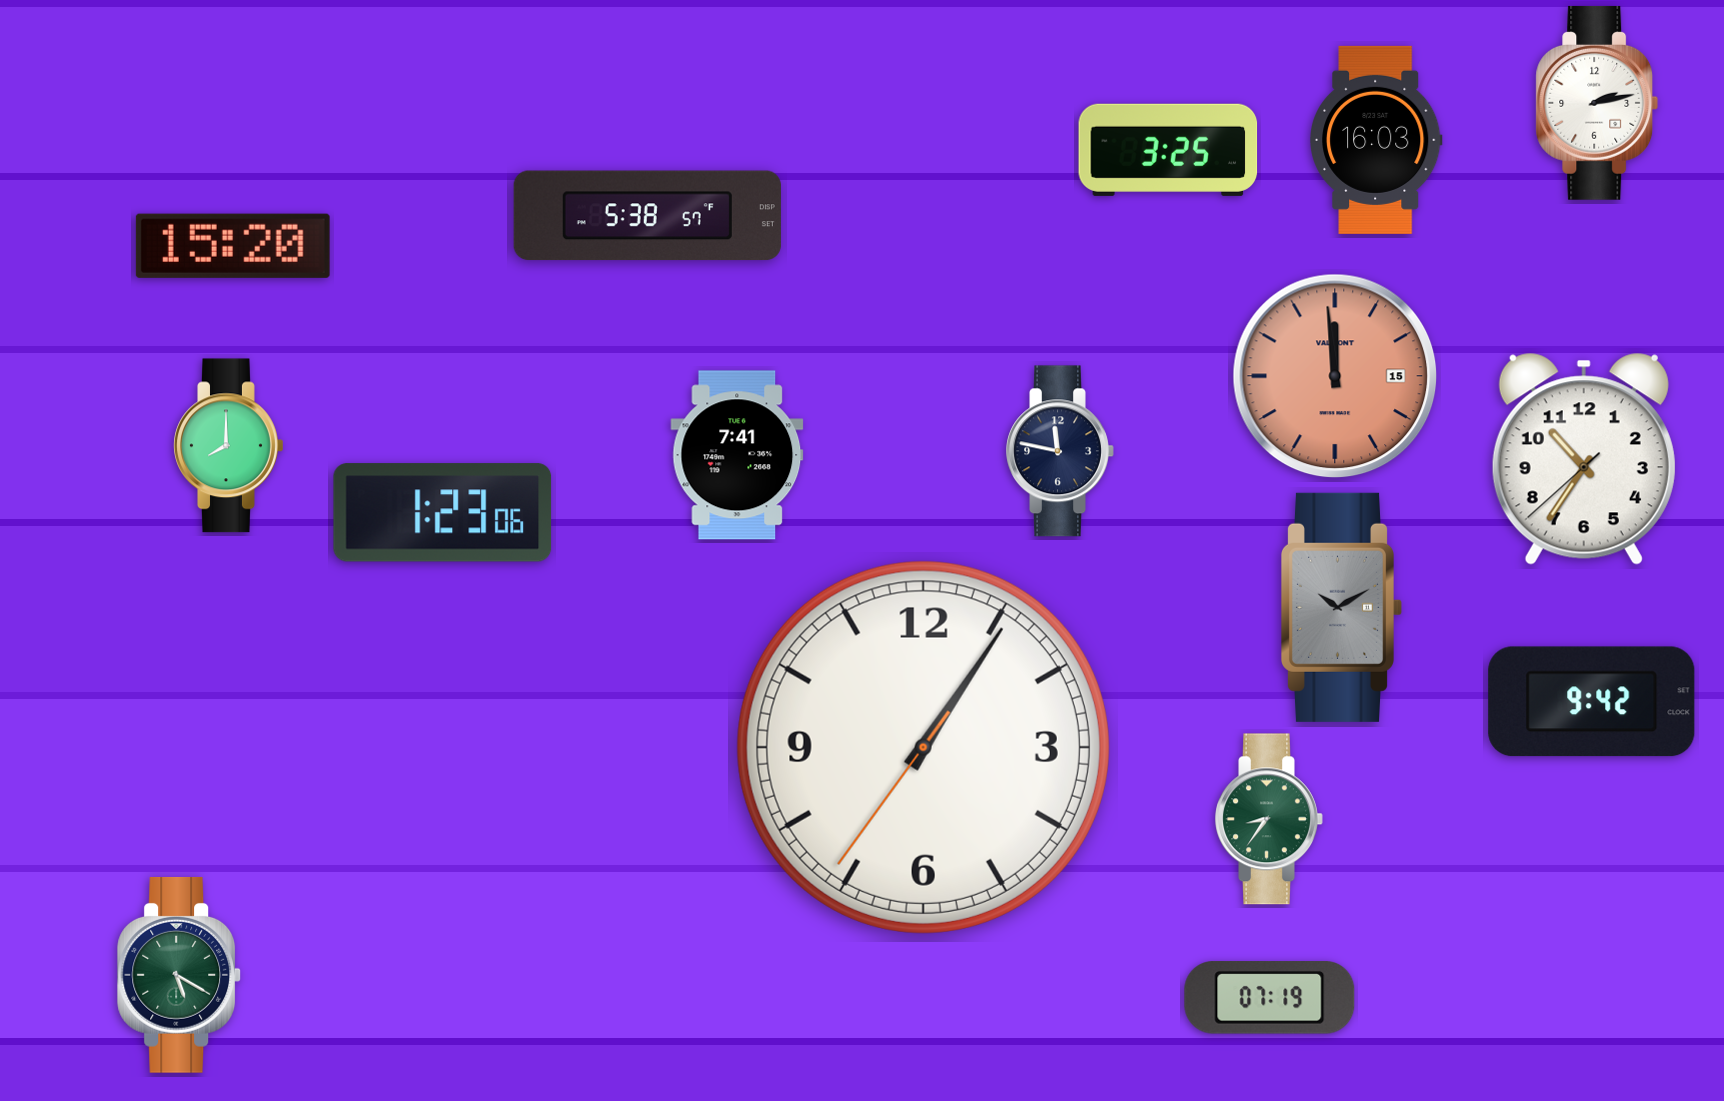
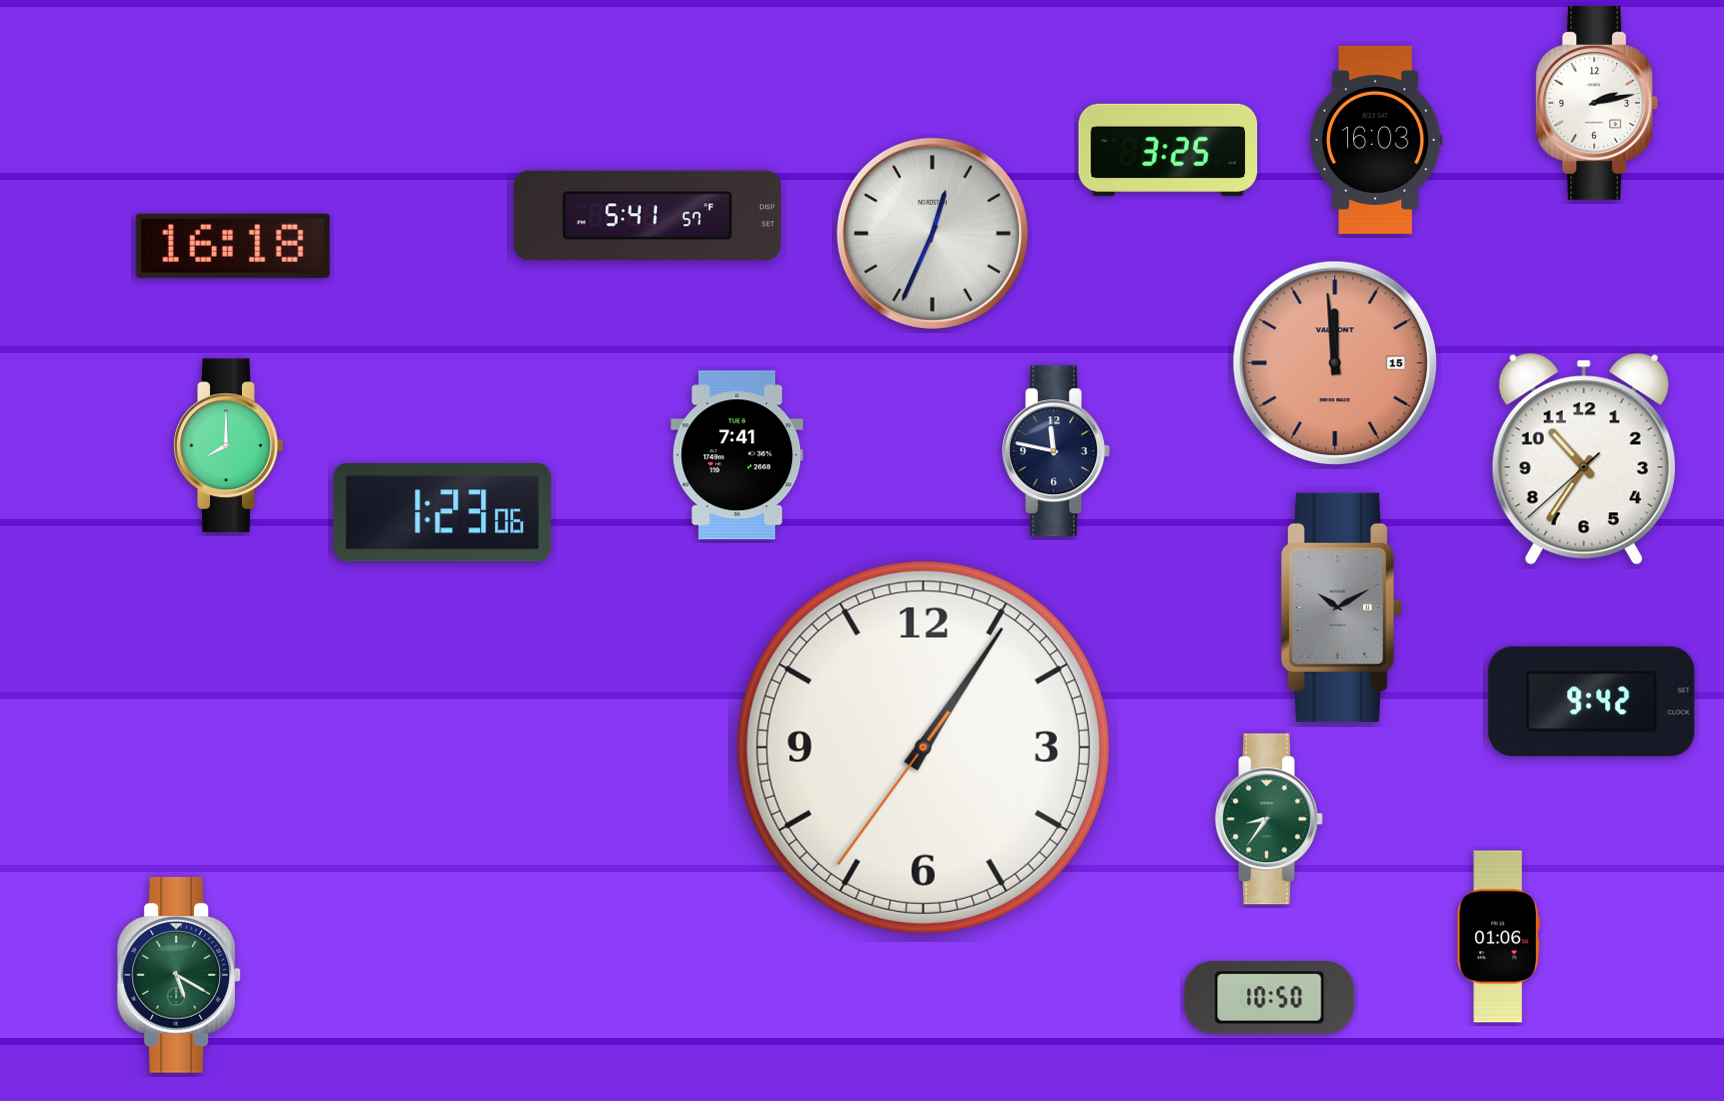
clock at (647, 216): 5:38 -> 5:41
clock at (932, 233): none -> 12:34
clock at (233, 246): 15:20 -> 16:18
clock at (1335, 376) position: (1335, 376) -> (1335, 363)
clock at (1060, 451) position: (1060, 451) -> (1056, 451)
clock at (1499, 937): none -> 01:06
clock at (1270, 998): 07:19 -> 10:50
